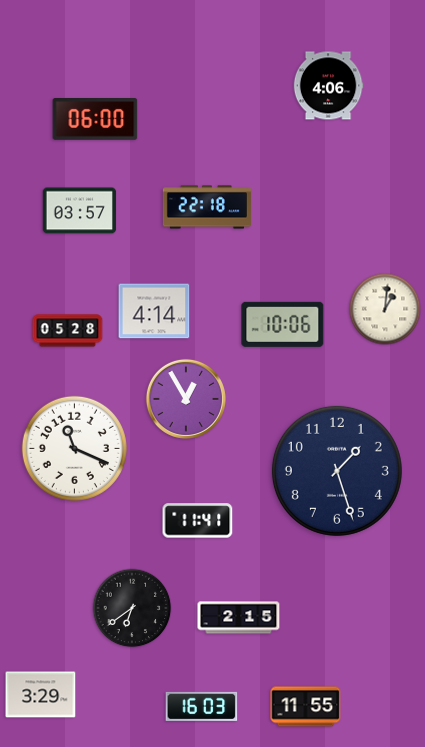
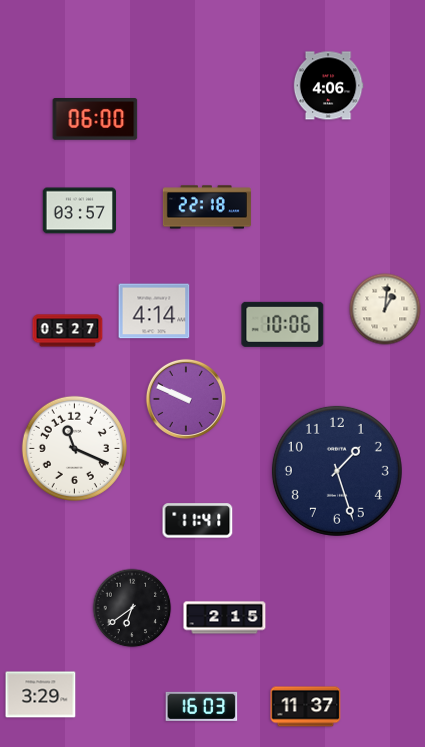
clock at (68, 331): 05:28 -> 05:27
clock at (186, 399): 12:55 -> 9:49
clock at (239, 618) position: (239, 618) -> (225, 618)
clock at (306, 707): 11:55 -> 11:37
